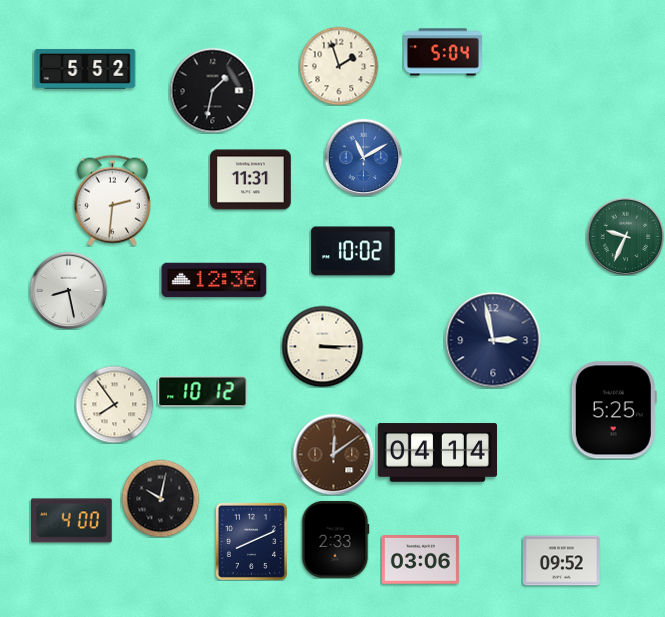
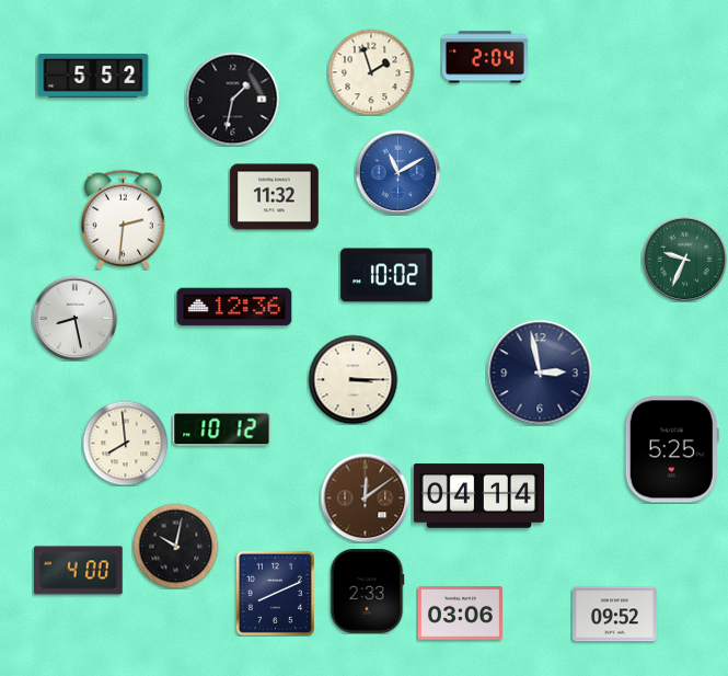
clock at (444, 52): 5:04 -> 2:04
clock at (251, 180): 11:31 -> 11:32
clock at (114, 404): 7:54 -> 7:59
